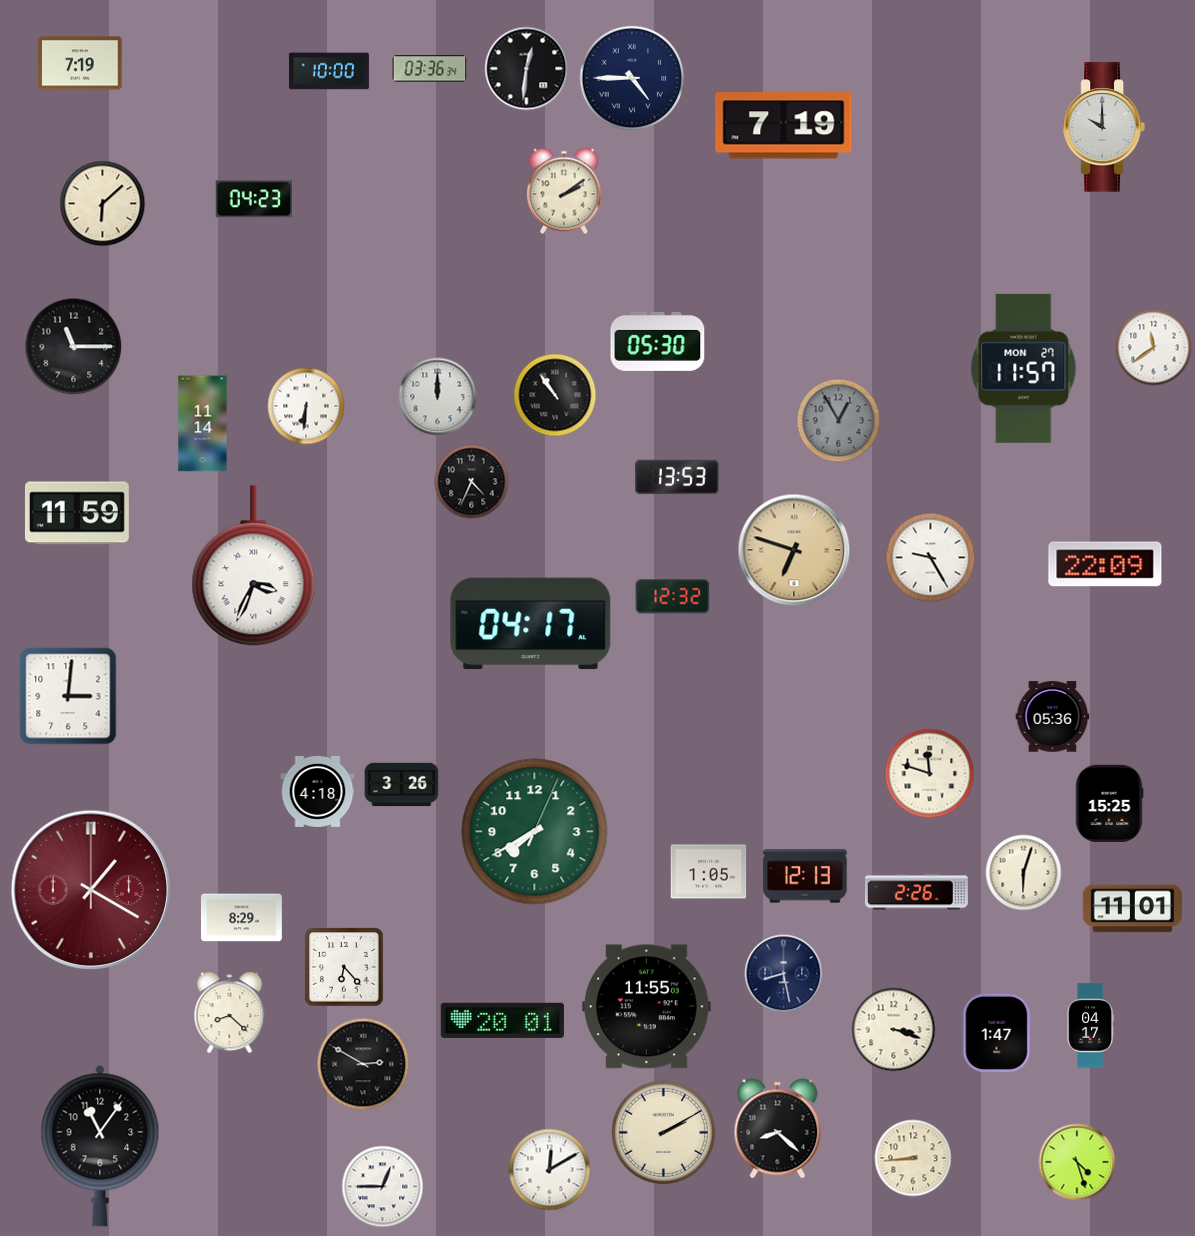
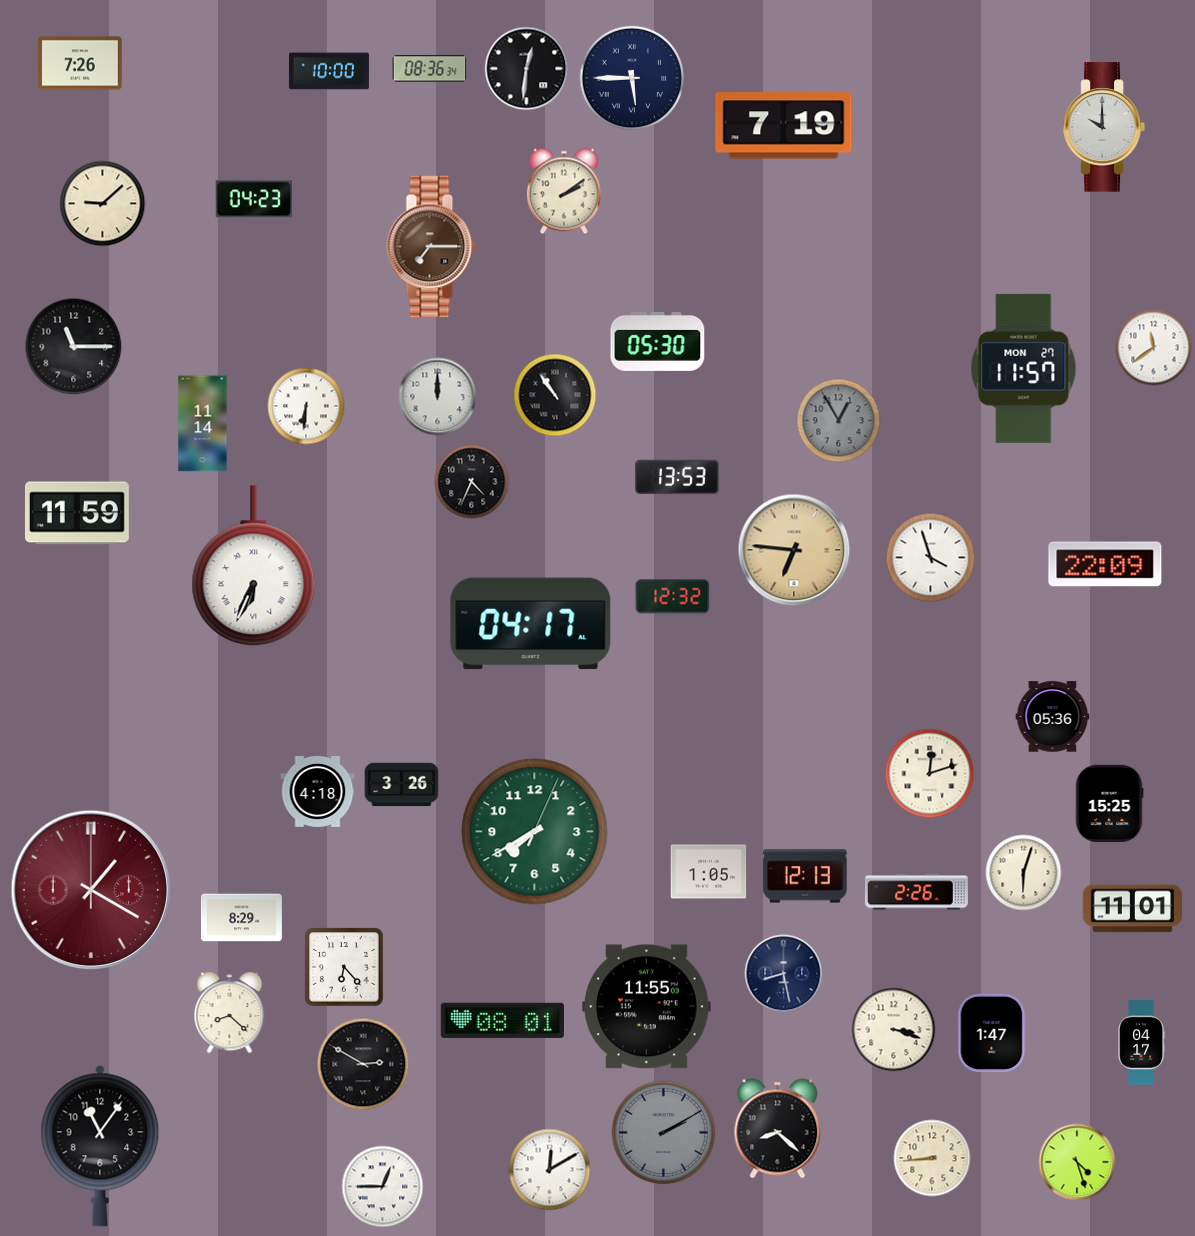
clock at (80, 63): 7:19 -> 7:26
clock at (430, 69): 03:36 -> 08:36
clock at (632, 78): 4:45 -> 5:45
clock at (103, 204): 6:08 -> 9:08
clock at (432, 247): none -> 7:15
clock at (794, 550): 6:48 -> 6:46
clock at (931, 558): 9:25 -> 3:57
clock at (254, 566): 3:34 -> 6:34
clock at (68, 696): 3:01 -> none
clock at (930, 774): 11:48 -> 12:12
clock at (502, 1020): 20:01 -> 08:01
clock at (1090, 1026) position: (1090, 1026) -> (1141, 1043)
clock at (997, 1033) position: (997, 1033) -> (992, 1033)
clock at (664, 1133) dial: cream -> grey
clock at (913, 1158) position: (913, 1158) -> (932, 1158)
